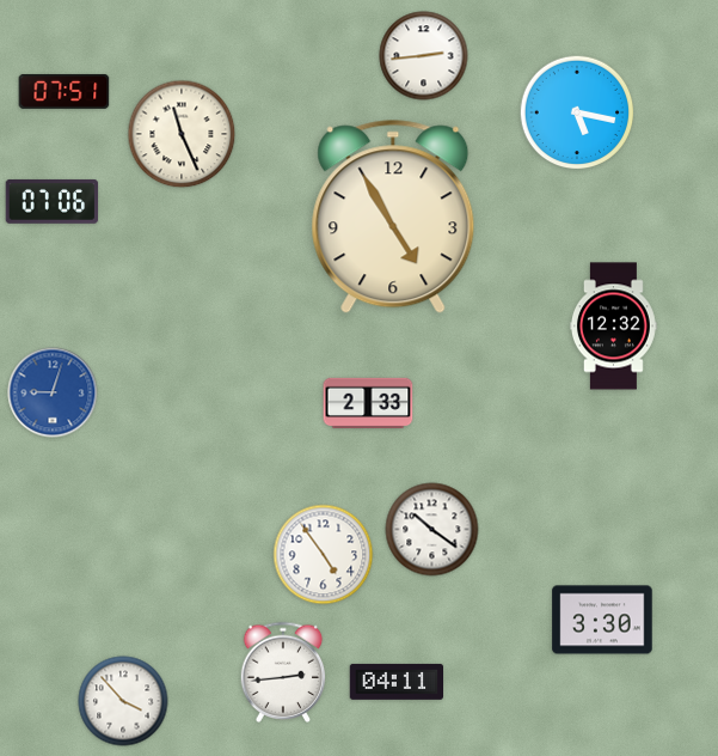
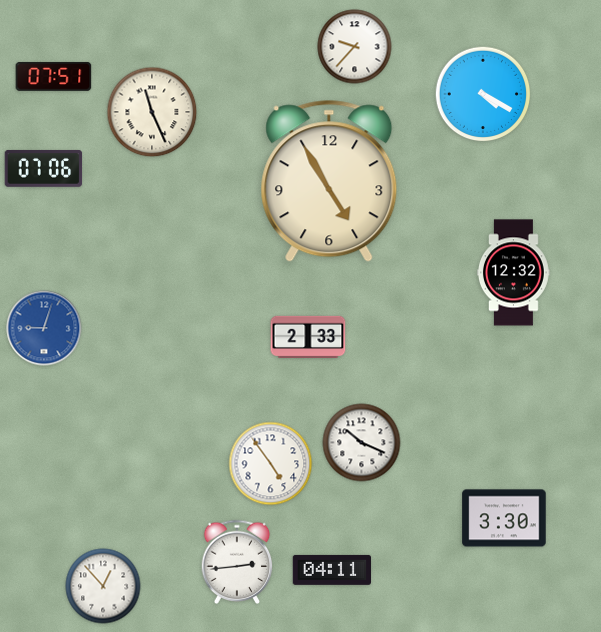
clock at (424, 56): 2:44 -> 9:37
clock at (577, 112): 5:17 -> 4:20
clock at (432, 530): 10:21 -> 10:19
clock at (123, 701): 3:53 -> 12:53
